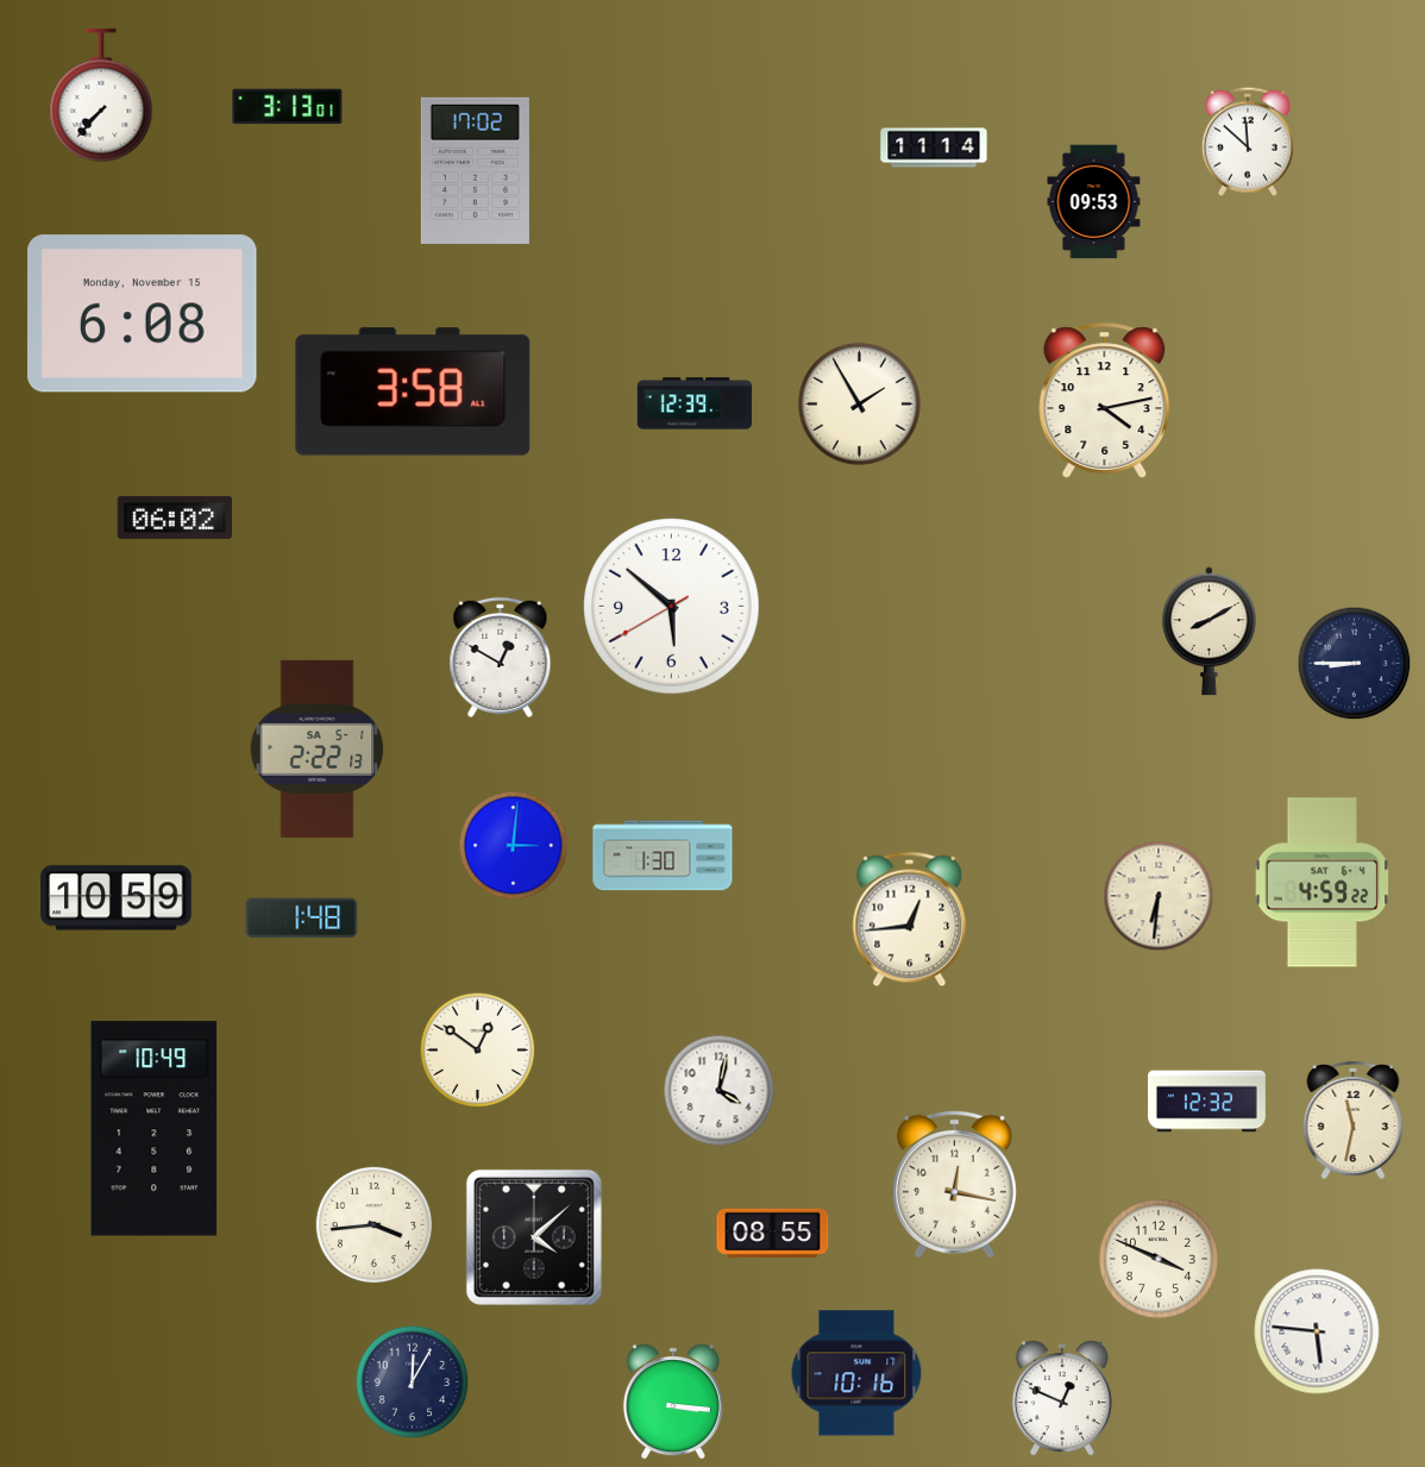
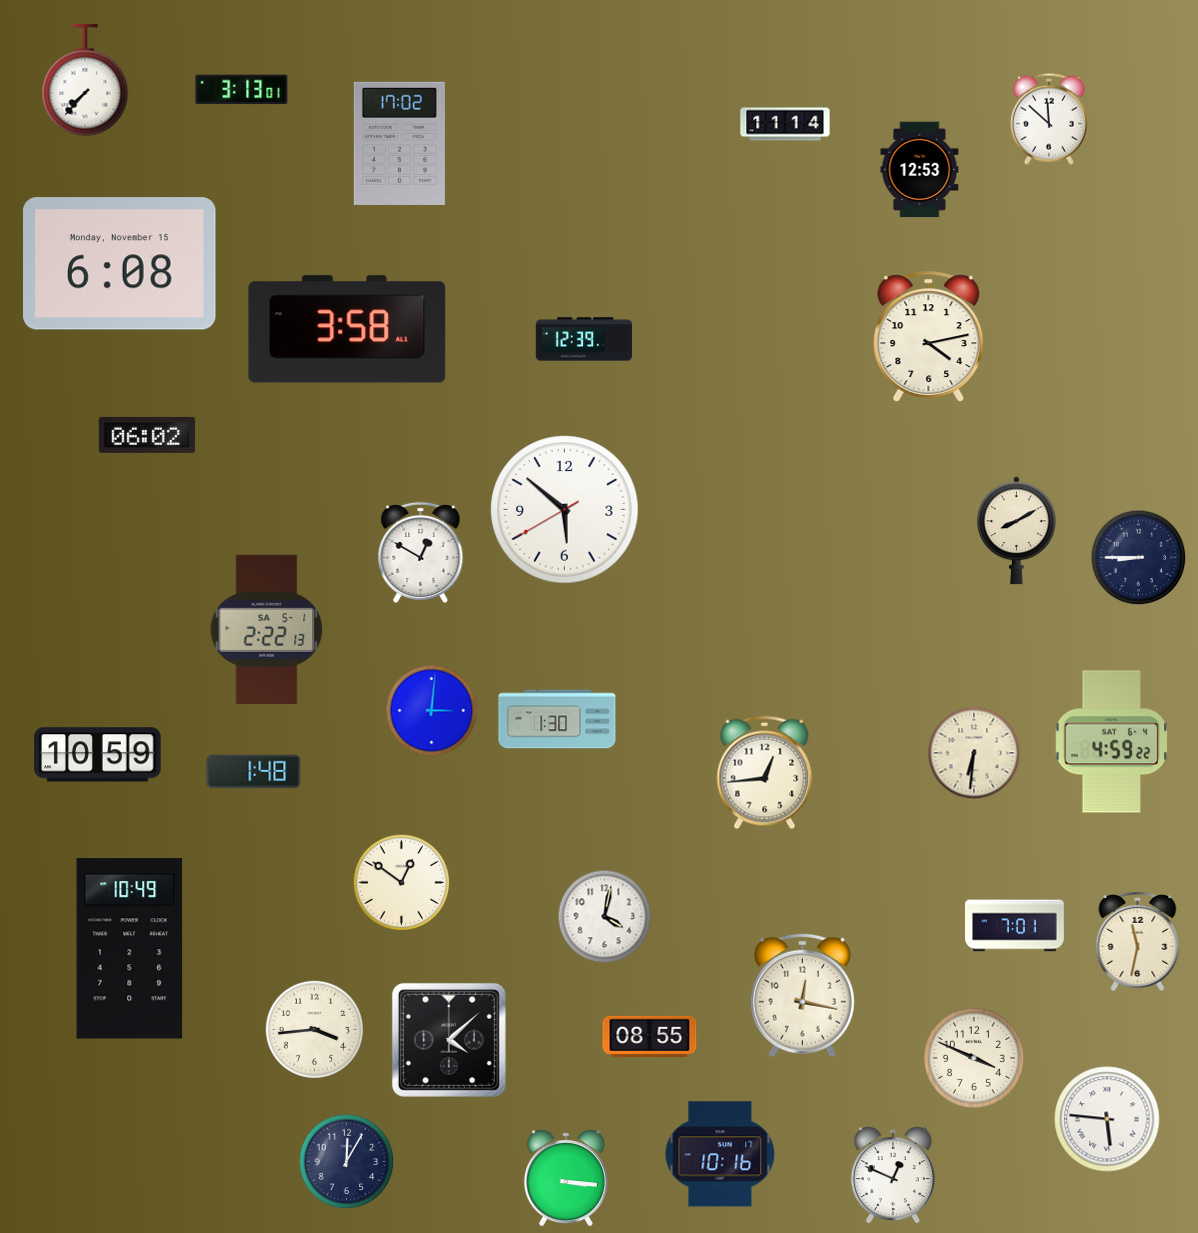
clock at (1094, 202): 09:53 -> 12:53
clock at (860, 405): 1:55 -> none
clock at (1207, 1102): 12:32 -> 7:01
